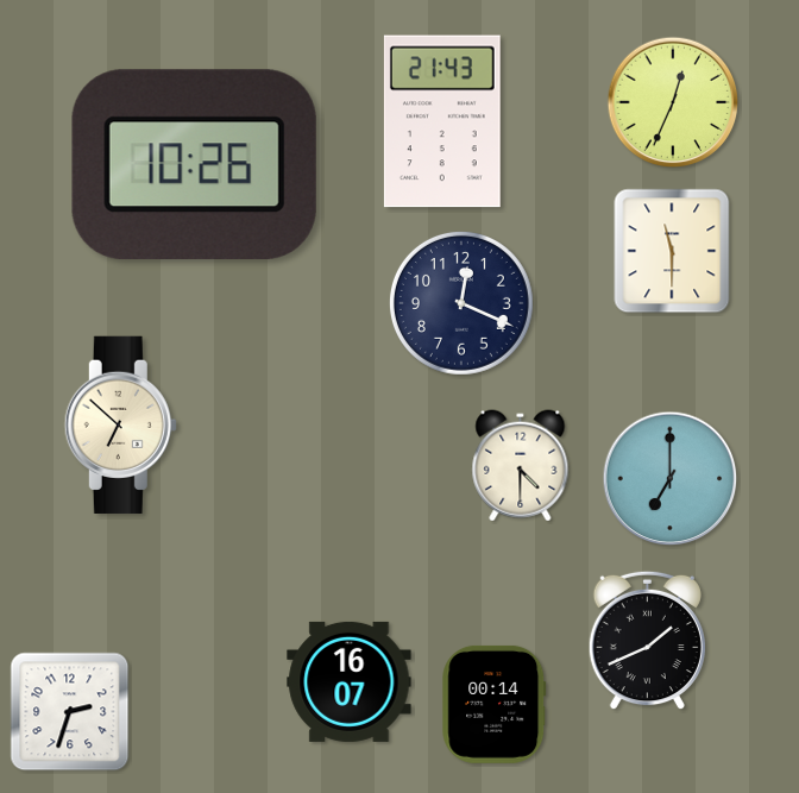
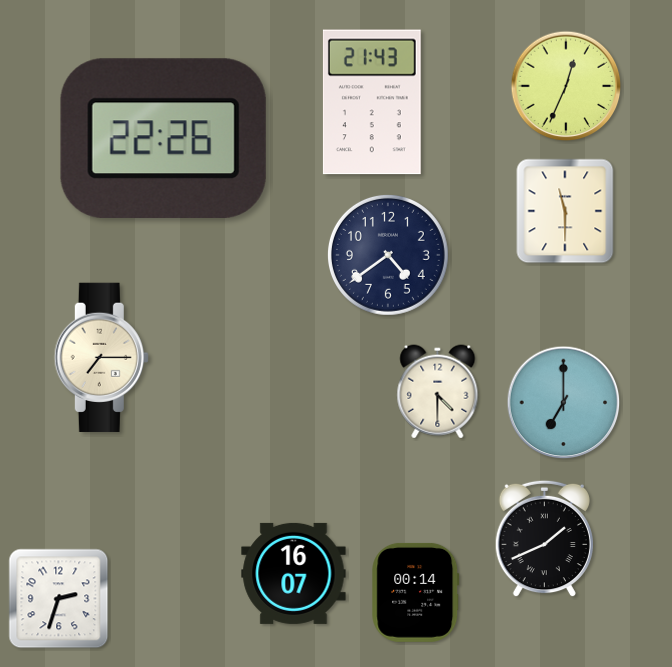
clock at (194, 164): 10:26 -> 22:26
clock at (461, 303): 12:19 -> 4:39
clock at (120, 424): 6:52 -> 7:15
